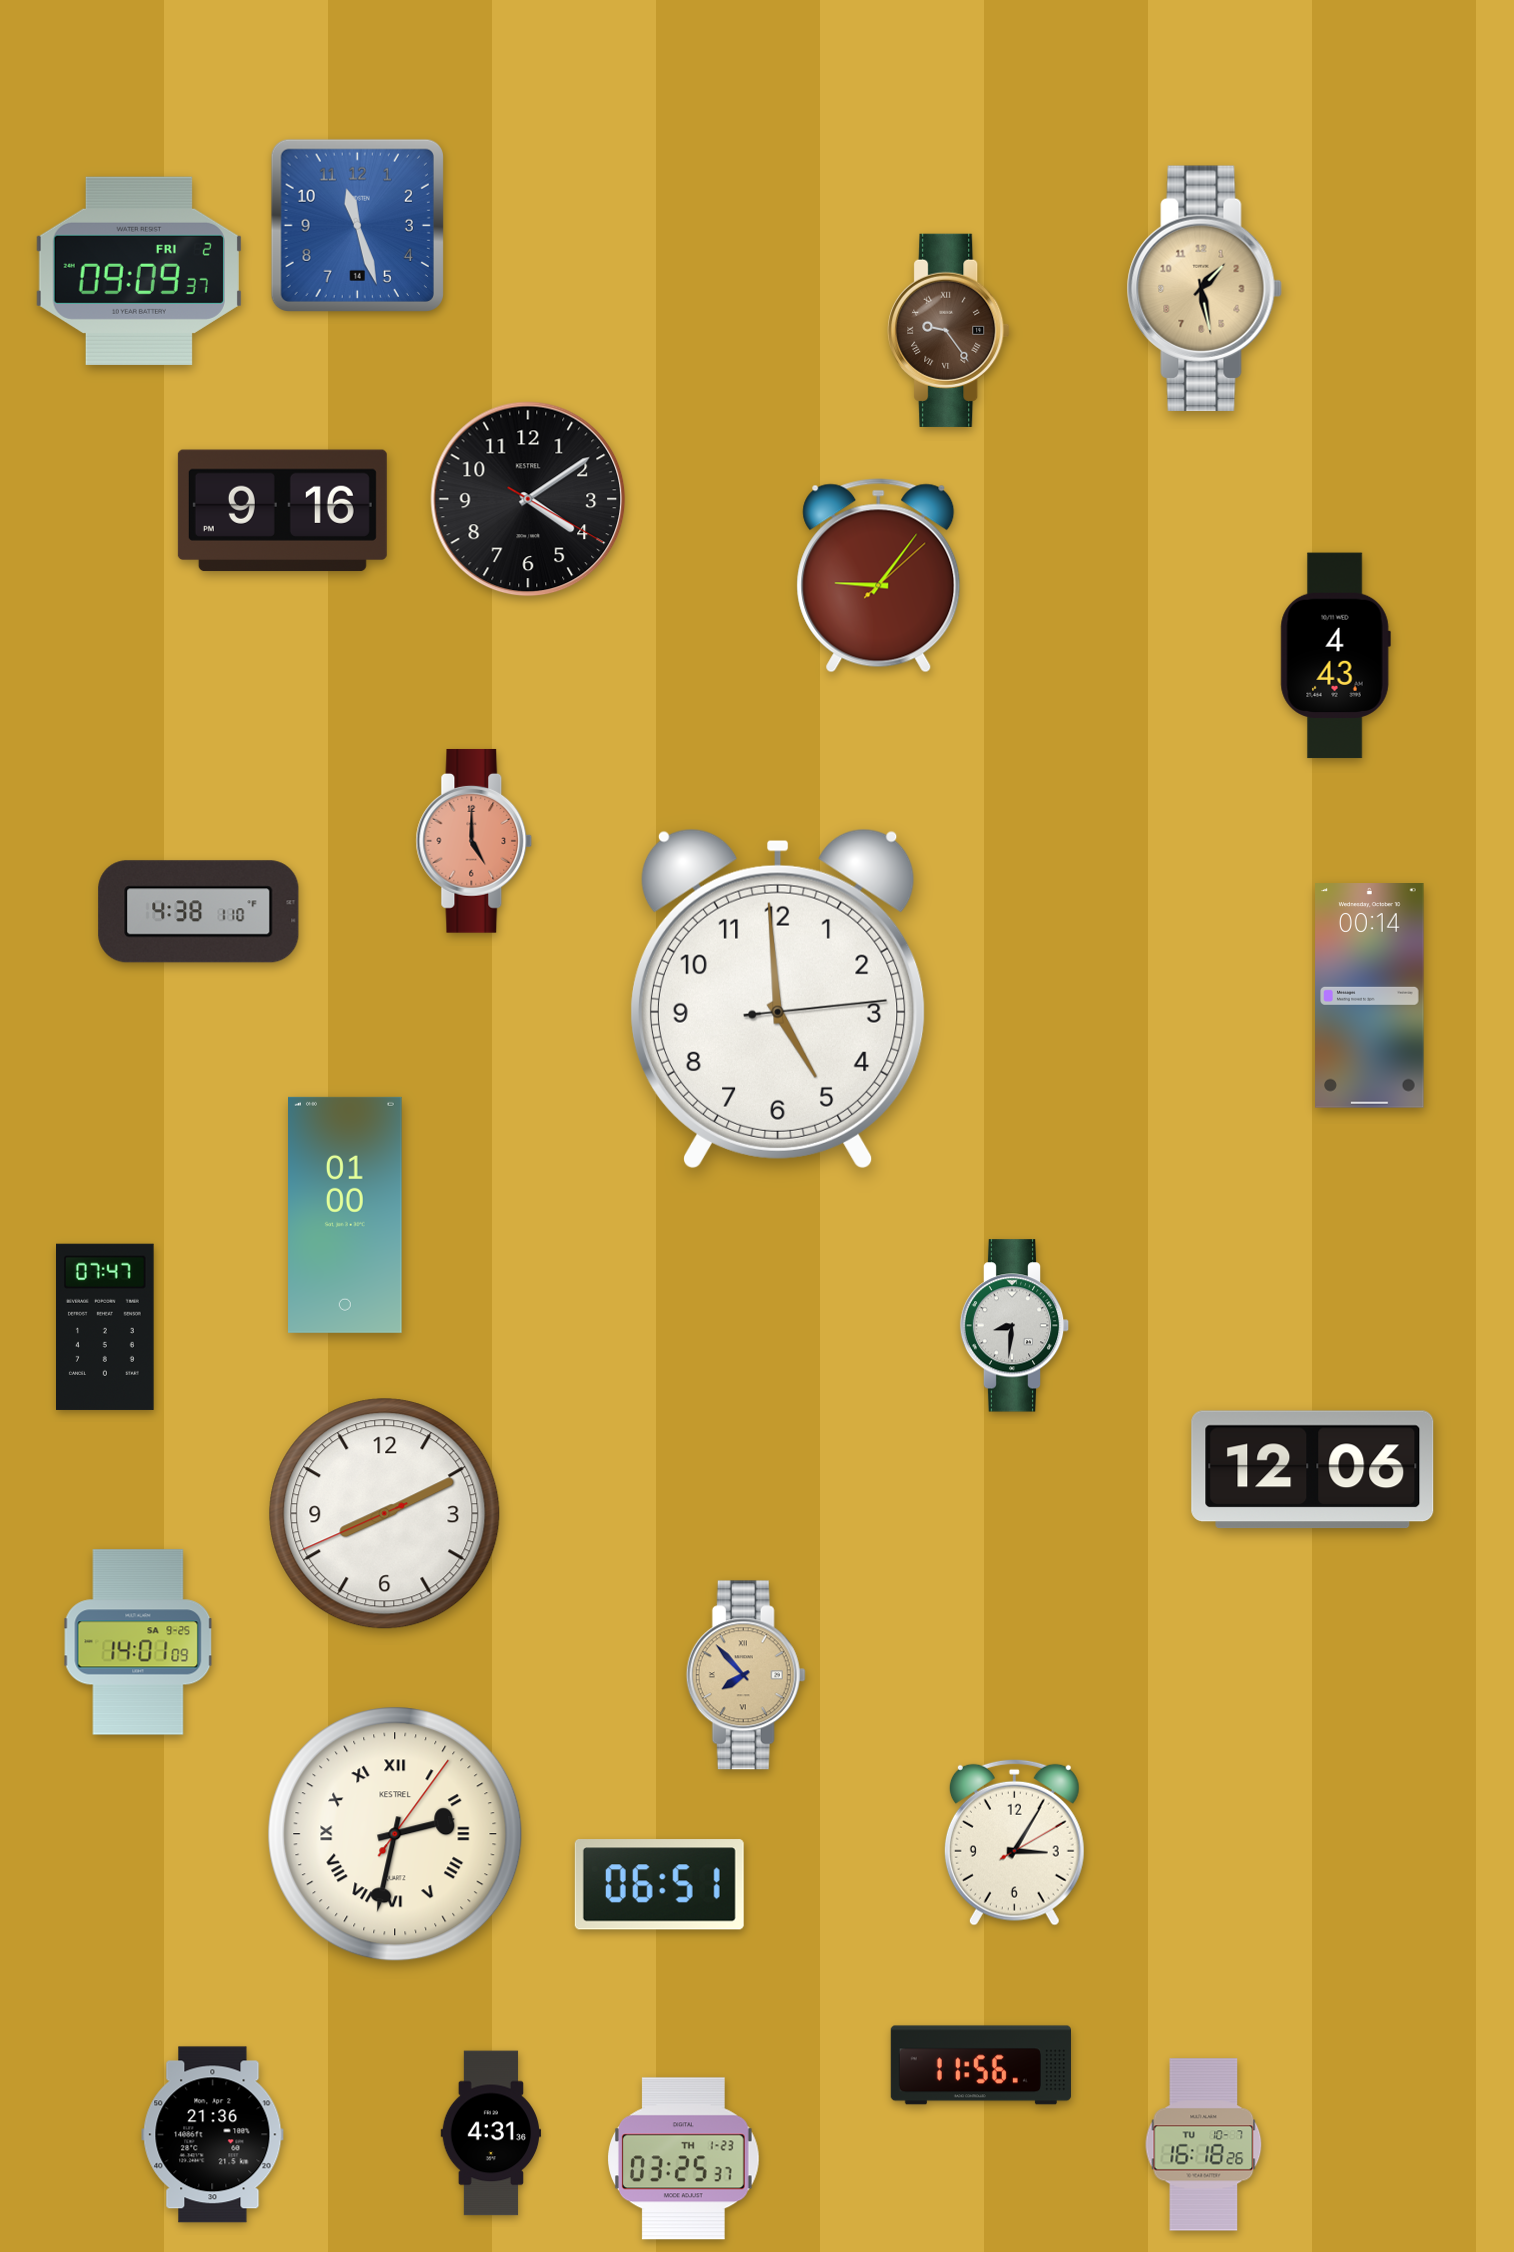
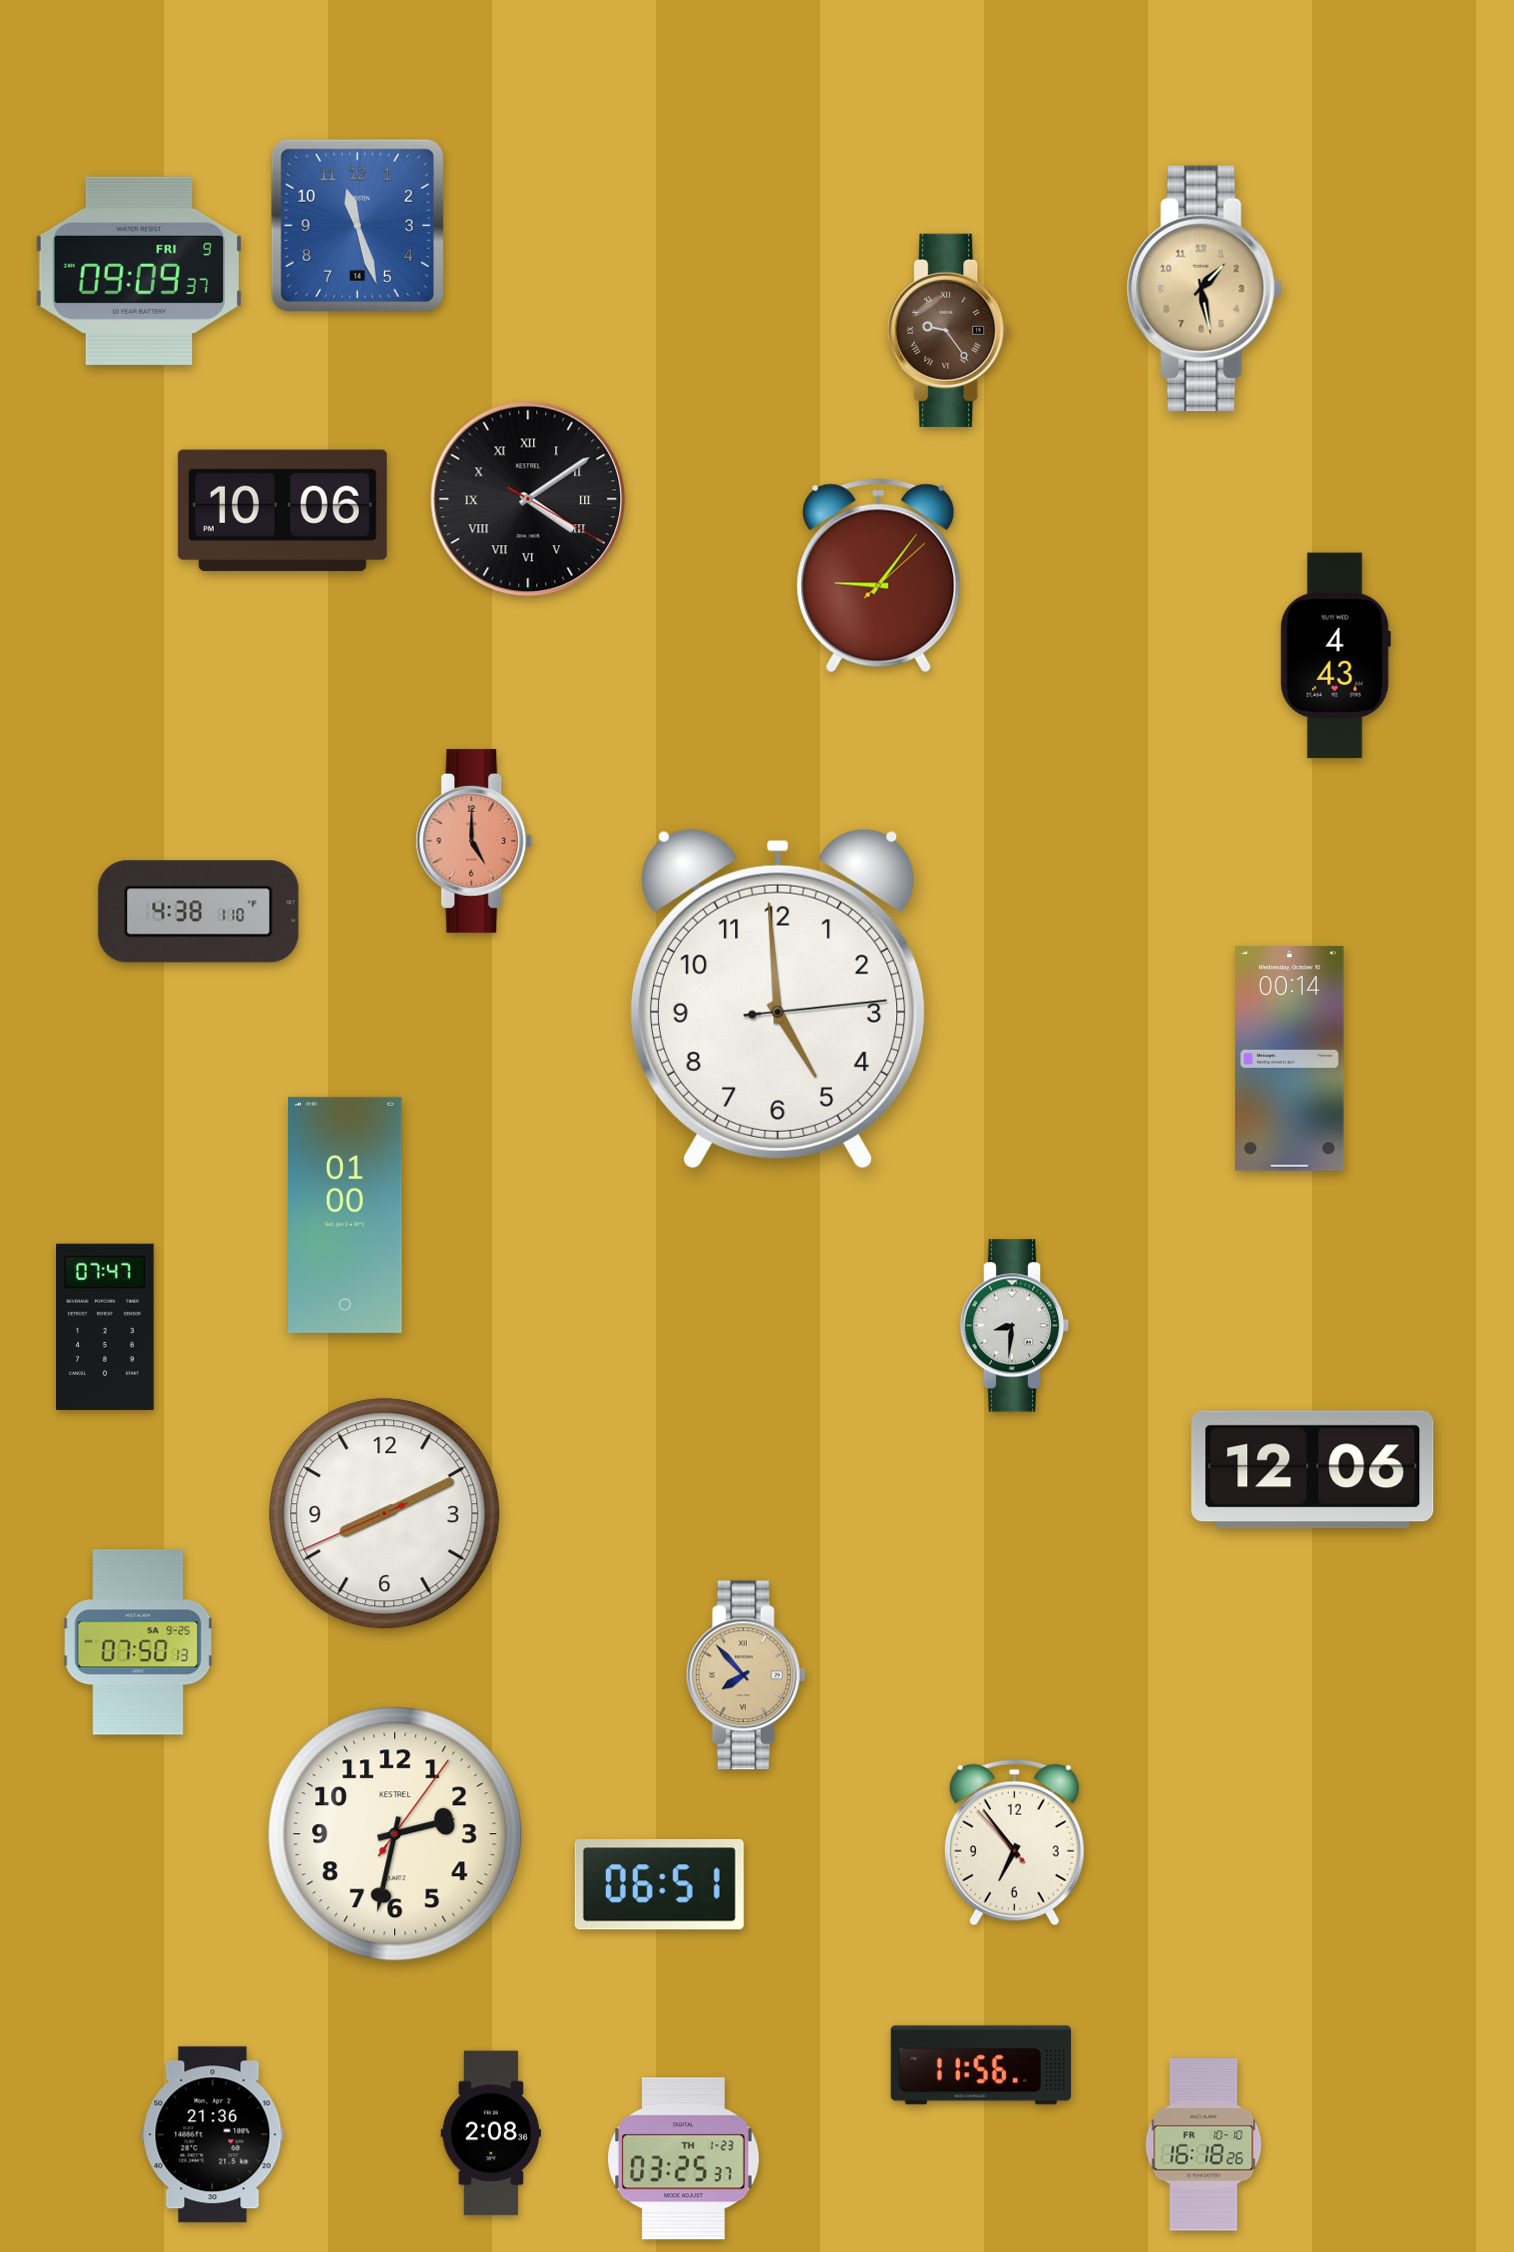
clock at (139, 271) date: FRI 2 -> FRI 9
clock at (528, 499) numerals: Arabic -> Roman
clock at (282, 511): 9:16 -> 10:06
clock at (1370, 996) position: (1370, 996) -> (1290, 1059)
clock at (138, 1642): 14:01 -> 07:50
clock at (395, 1834) numerals: Roman -> Arabic
clock at (1014, 1842): 3:05 -> 6:53
clock at (491, 2133): 4:31 -> 2:08
clock at (1204, 2145) date: TU 10-7 -> FR 10-10
